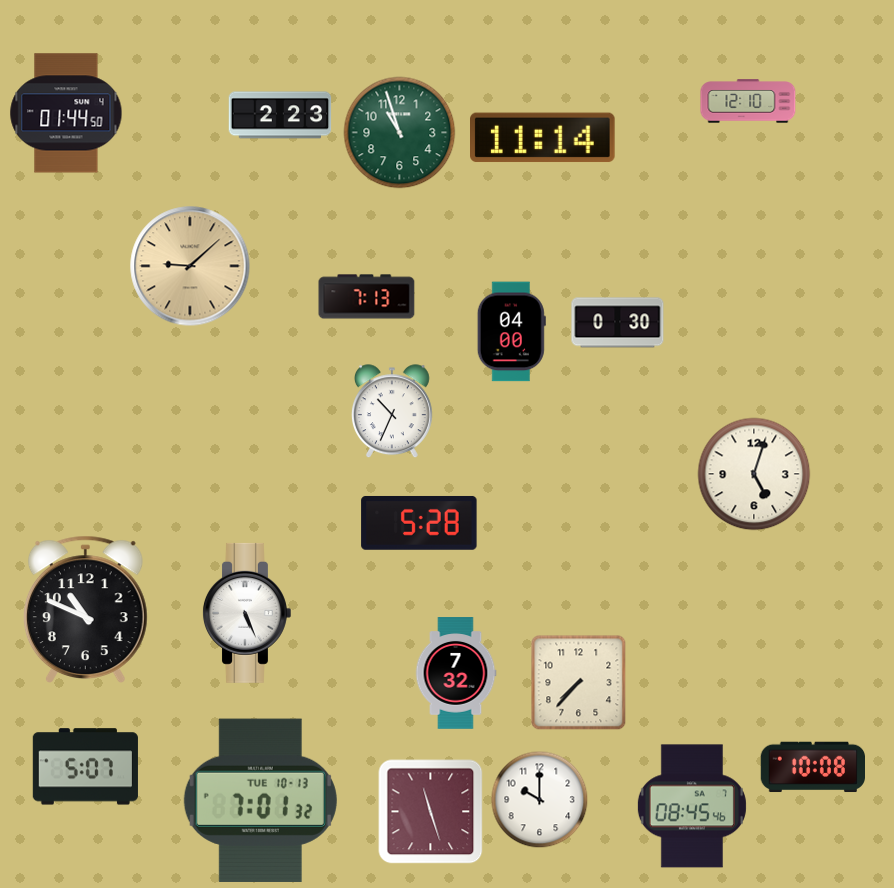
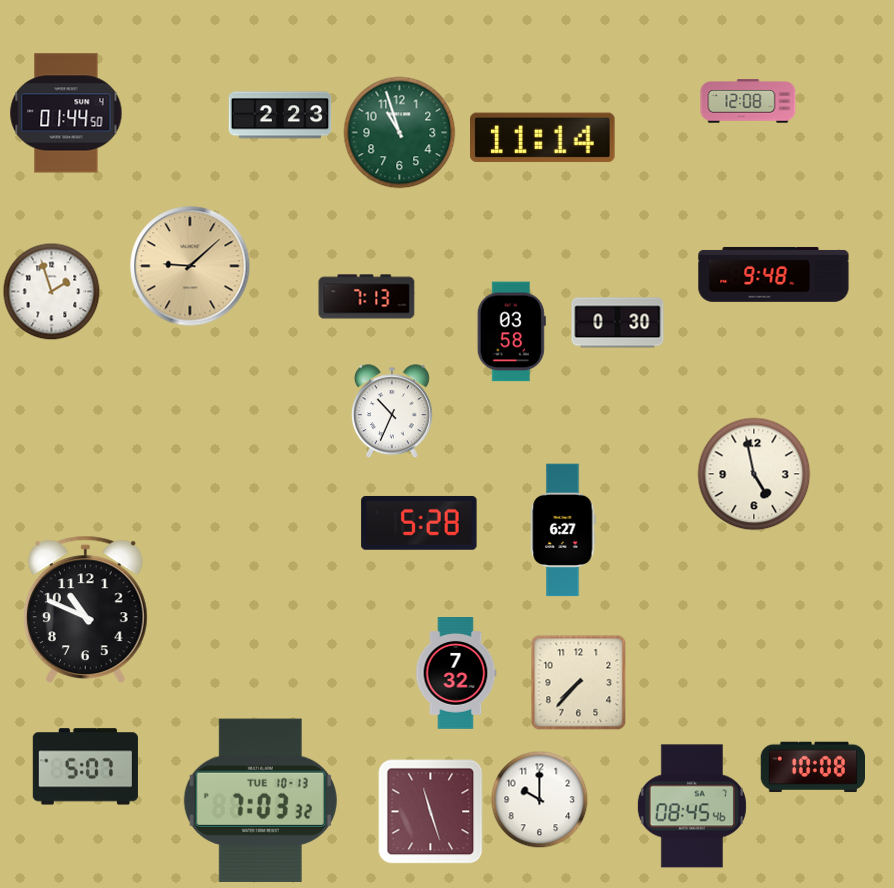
clock at (748, 101): 12:10 -> 12:08
clock at (774, 275): none -> 9:48
clock at (52, 292): none -> 1:57
clock at (511, 332): 04:00 -> 03:58
clock at (754, 474): 5:03 -> 4:58
clock at (563, 530): none -> 6:27
clock at (246, 613): 5:26 -> none
clock at (260, 800): 7:01 -> 7:03
